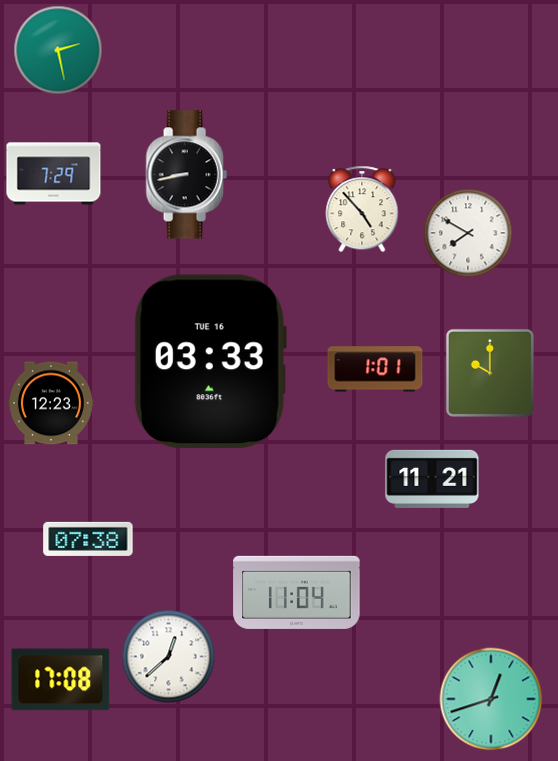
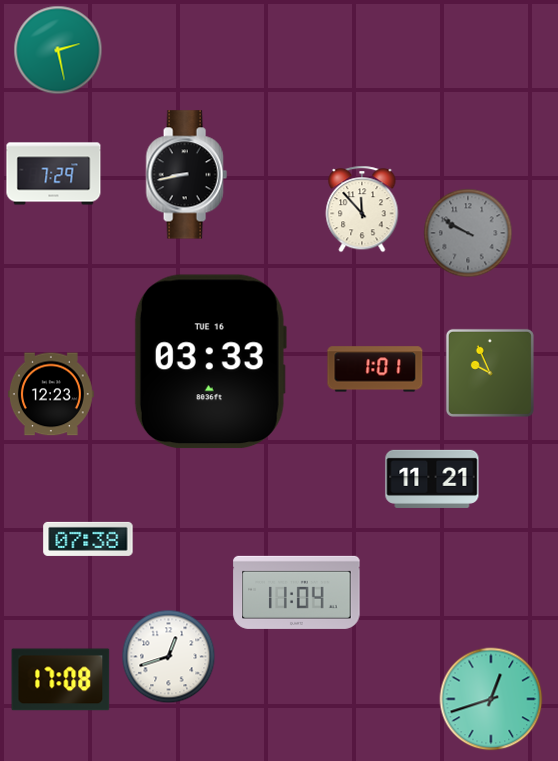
clock at (362, 209): 4:53 -> 11:53
clock at (468, 233): 7:50 -> 9:50
clock at (468, 233) dial: white -> grey
clock at (490, 373): 10:00 -> 9:56
clock at (51, 403) position: (51, 403) -> (51, 394)
clock at (169, 657): 12:38 -> 12:42
